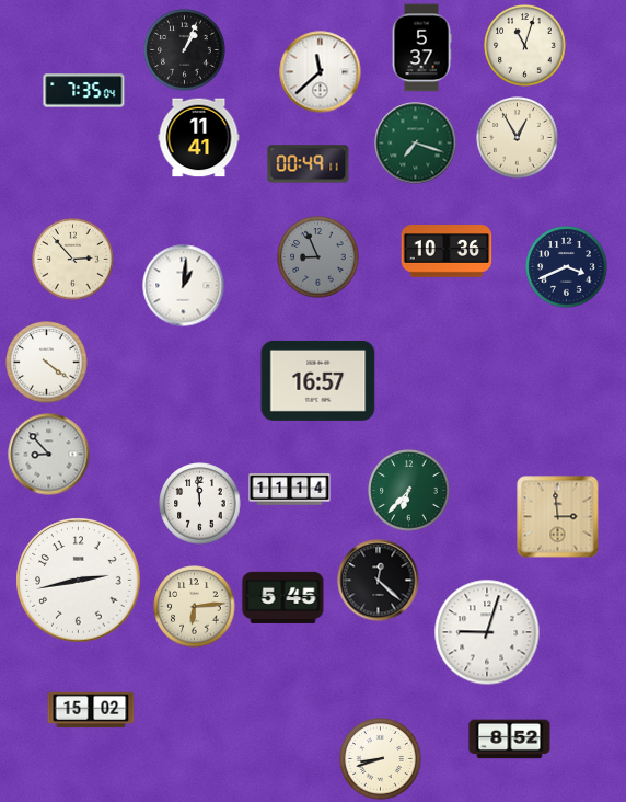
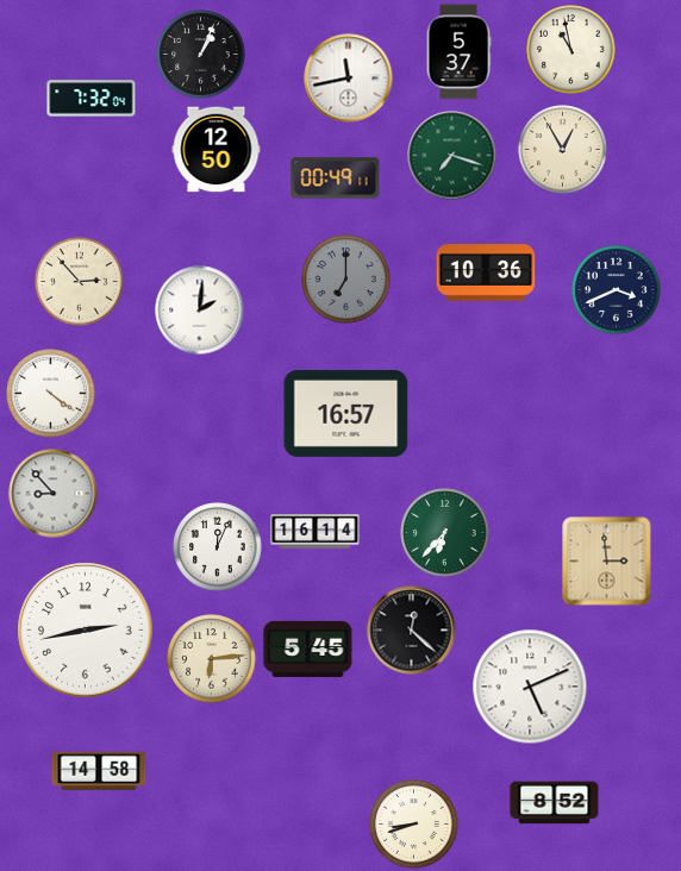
clock at (525, 46): 11:03 -> 10:58
clock at (321, 72): 11:38 -> 11:43
clock at (84, 91): 7:35 -> 7:32
clock at (199, 138): 11:41 -> 12:50
clock at (318, 257): 8:56 -> 7:00
clock at (184, 286): 1:01 -> 2:01
clock at (290, 490): 11:14 -> 16:14
clock at (200, 504): 11:59 -> 12:04
clock at (487, 632): 9:03 -> 5:11
clock at (91, 710): 15:02 -> 14:58
